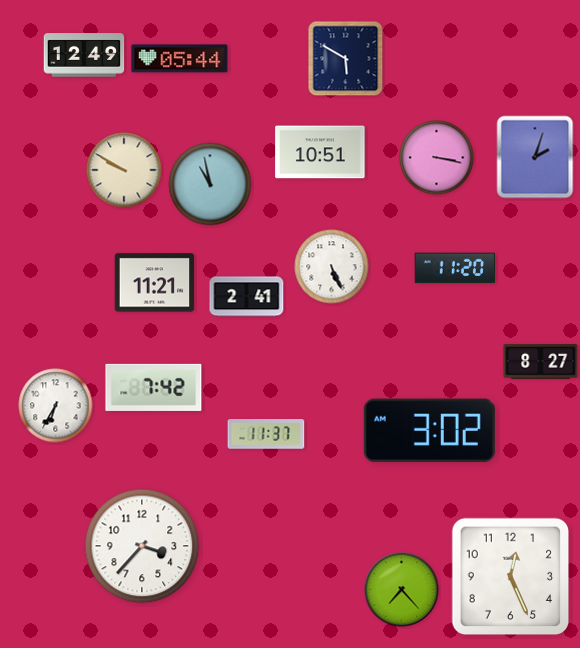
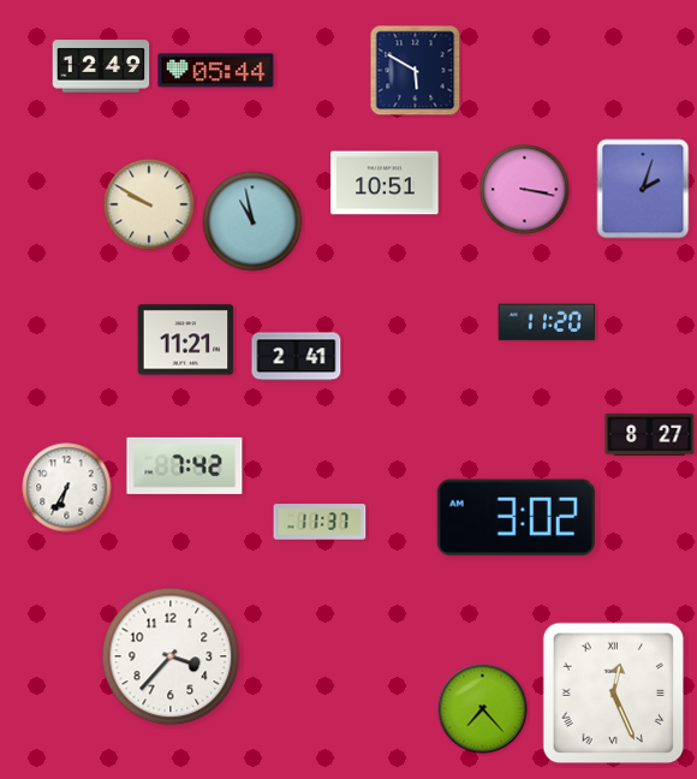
clock at (332, 267): 5:26 -> none
clock at (511, 577) numerals: Arabic -> Roman
